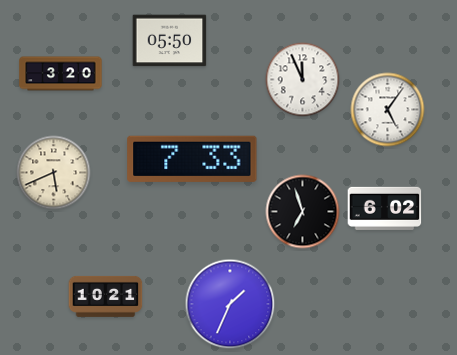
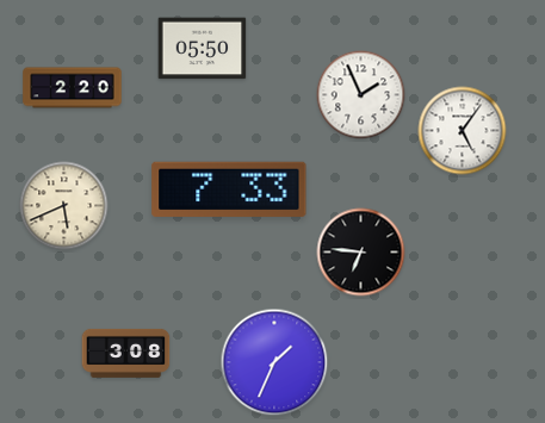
clock at (61, 74): 3:20 -> 2:20
clock at (303, 80): 11:56 -> 1:56
clock at (385, 208): 6:02 -> none
clock at (303, 212): 6:57 -> 6:46
clock at (106, 296): 10:21 -> 3:08
